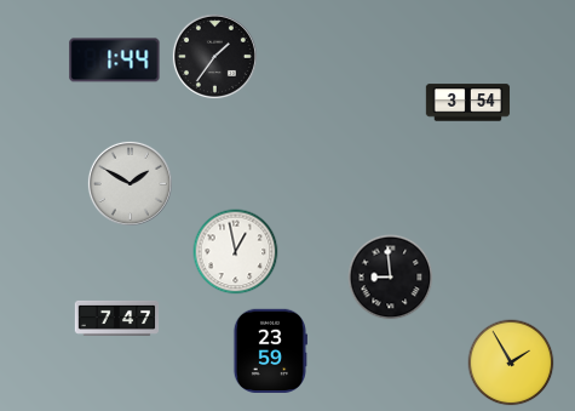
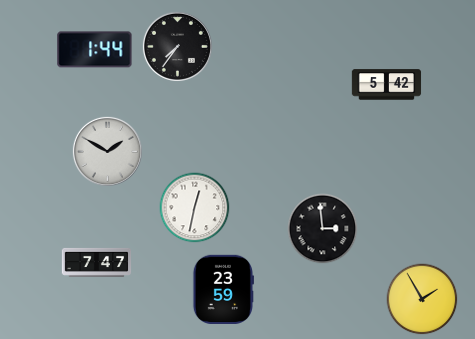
clock at (214, 56): 1:36 -> 7:36
clock at (468, 103): 3:54 -> 5:42
clock at (236, 252): 12:58 -> 12:32
clock at (391, 278): 8:59 -> 2:59
